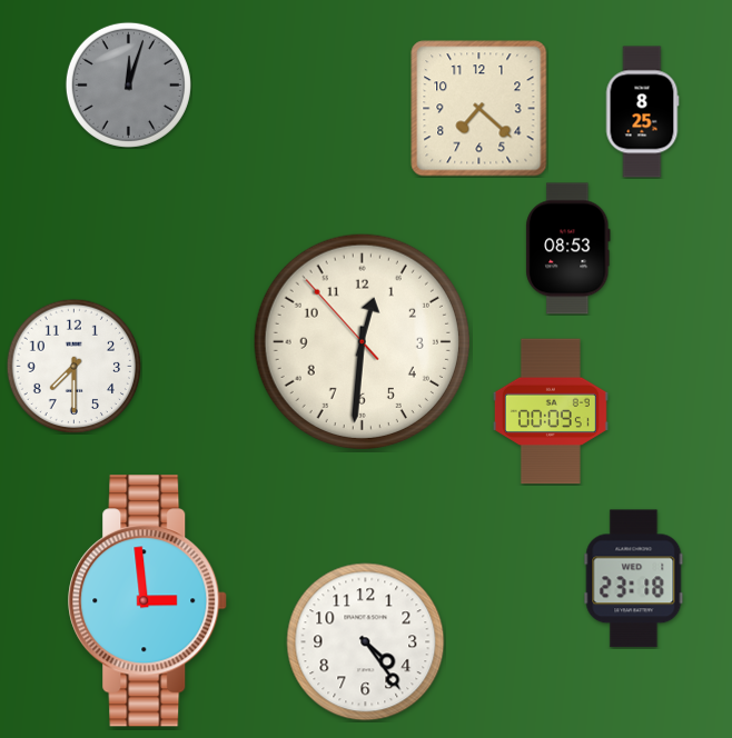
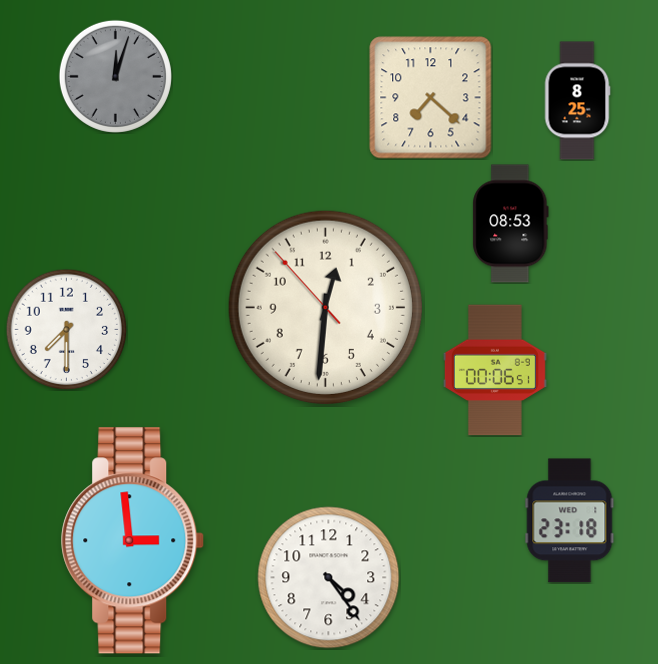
clock at (551, 411): 00:09 -> 00:06
